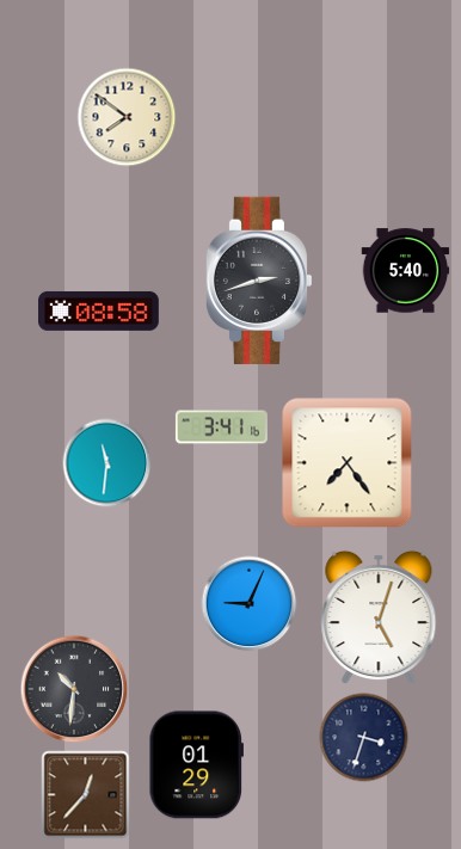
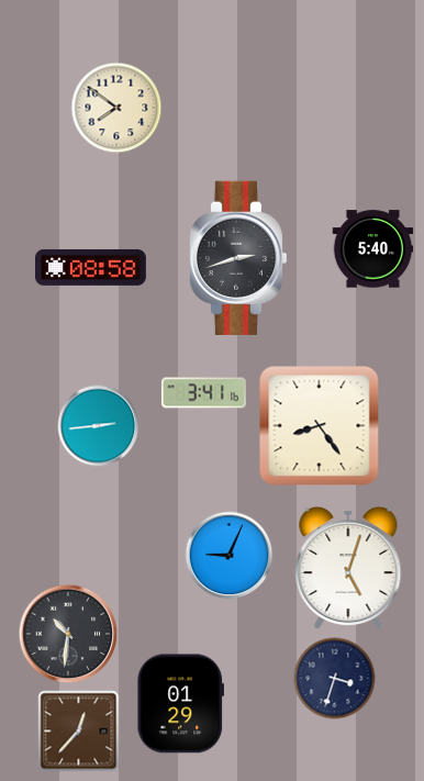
clock at (99, 310) position: (99, 310) -> (91, 267)
clock at (107, 463): 11:31 -> 2:44
clock at (348, 463): 7:24 -> 8:24
